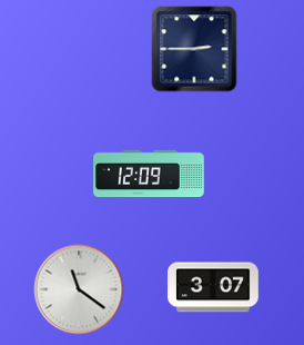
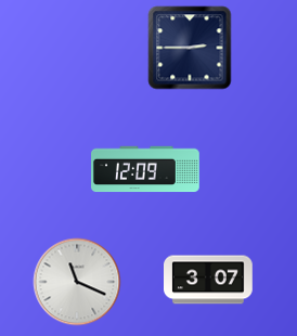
clock at (79, 289): 11:21 -> 11:19
